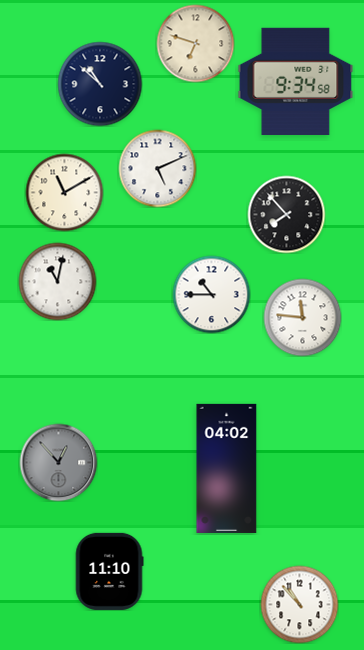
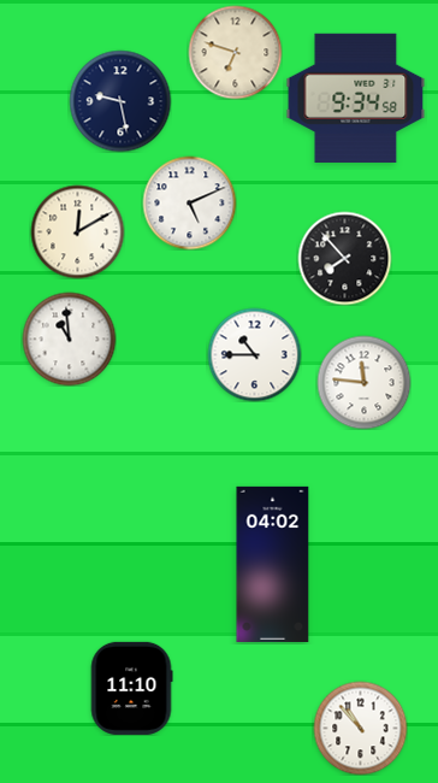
clock at (100, 84): 10:52 -> 9:28
clock at (64, 192): 11:10 -> 12:10
clock at (57, 281): 11:02 -> 10:59
clock at (58, 462): 12:53 -> none
